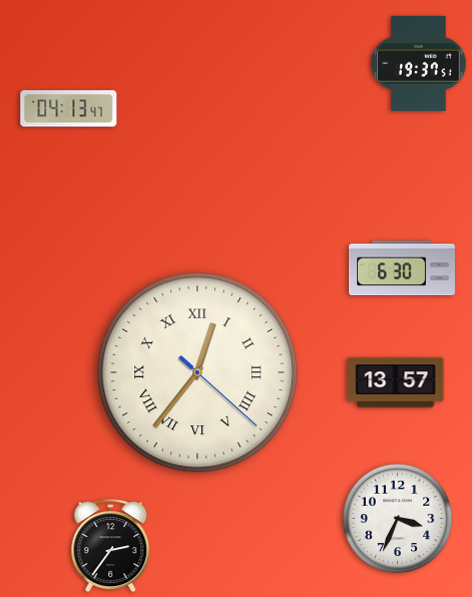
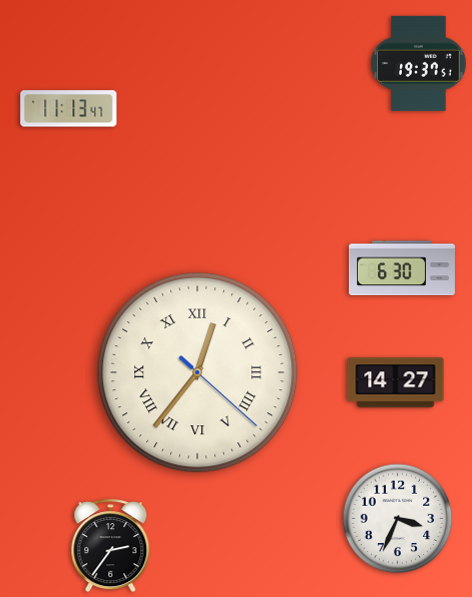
clock at (69, 109): 04:13 -> 11:13
clock at (396, 383): 13:57 -> 14:27
